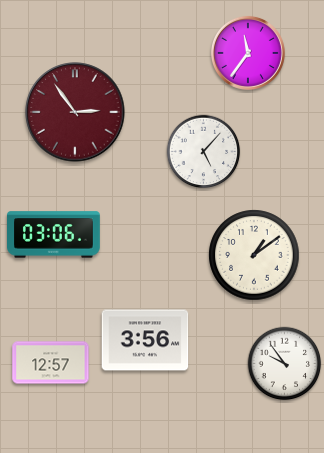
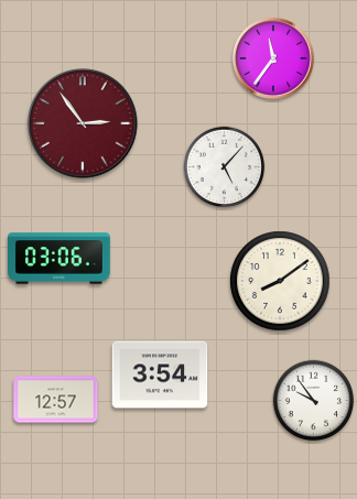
clock at (254, 255): 1:09 -> 8:09
clock at (145, 340): 3:56 -> 3:54
